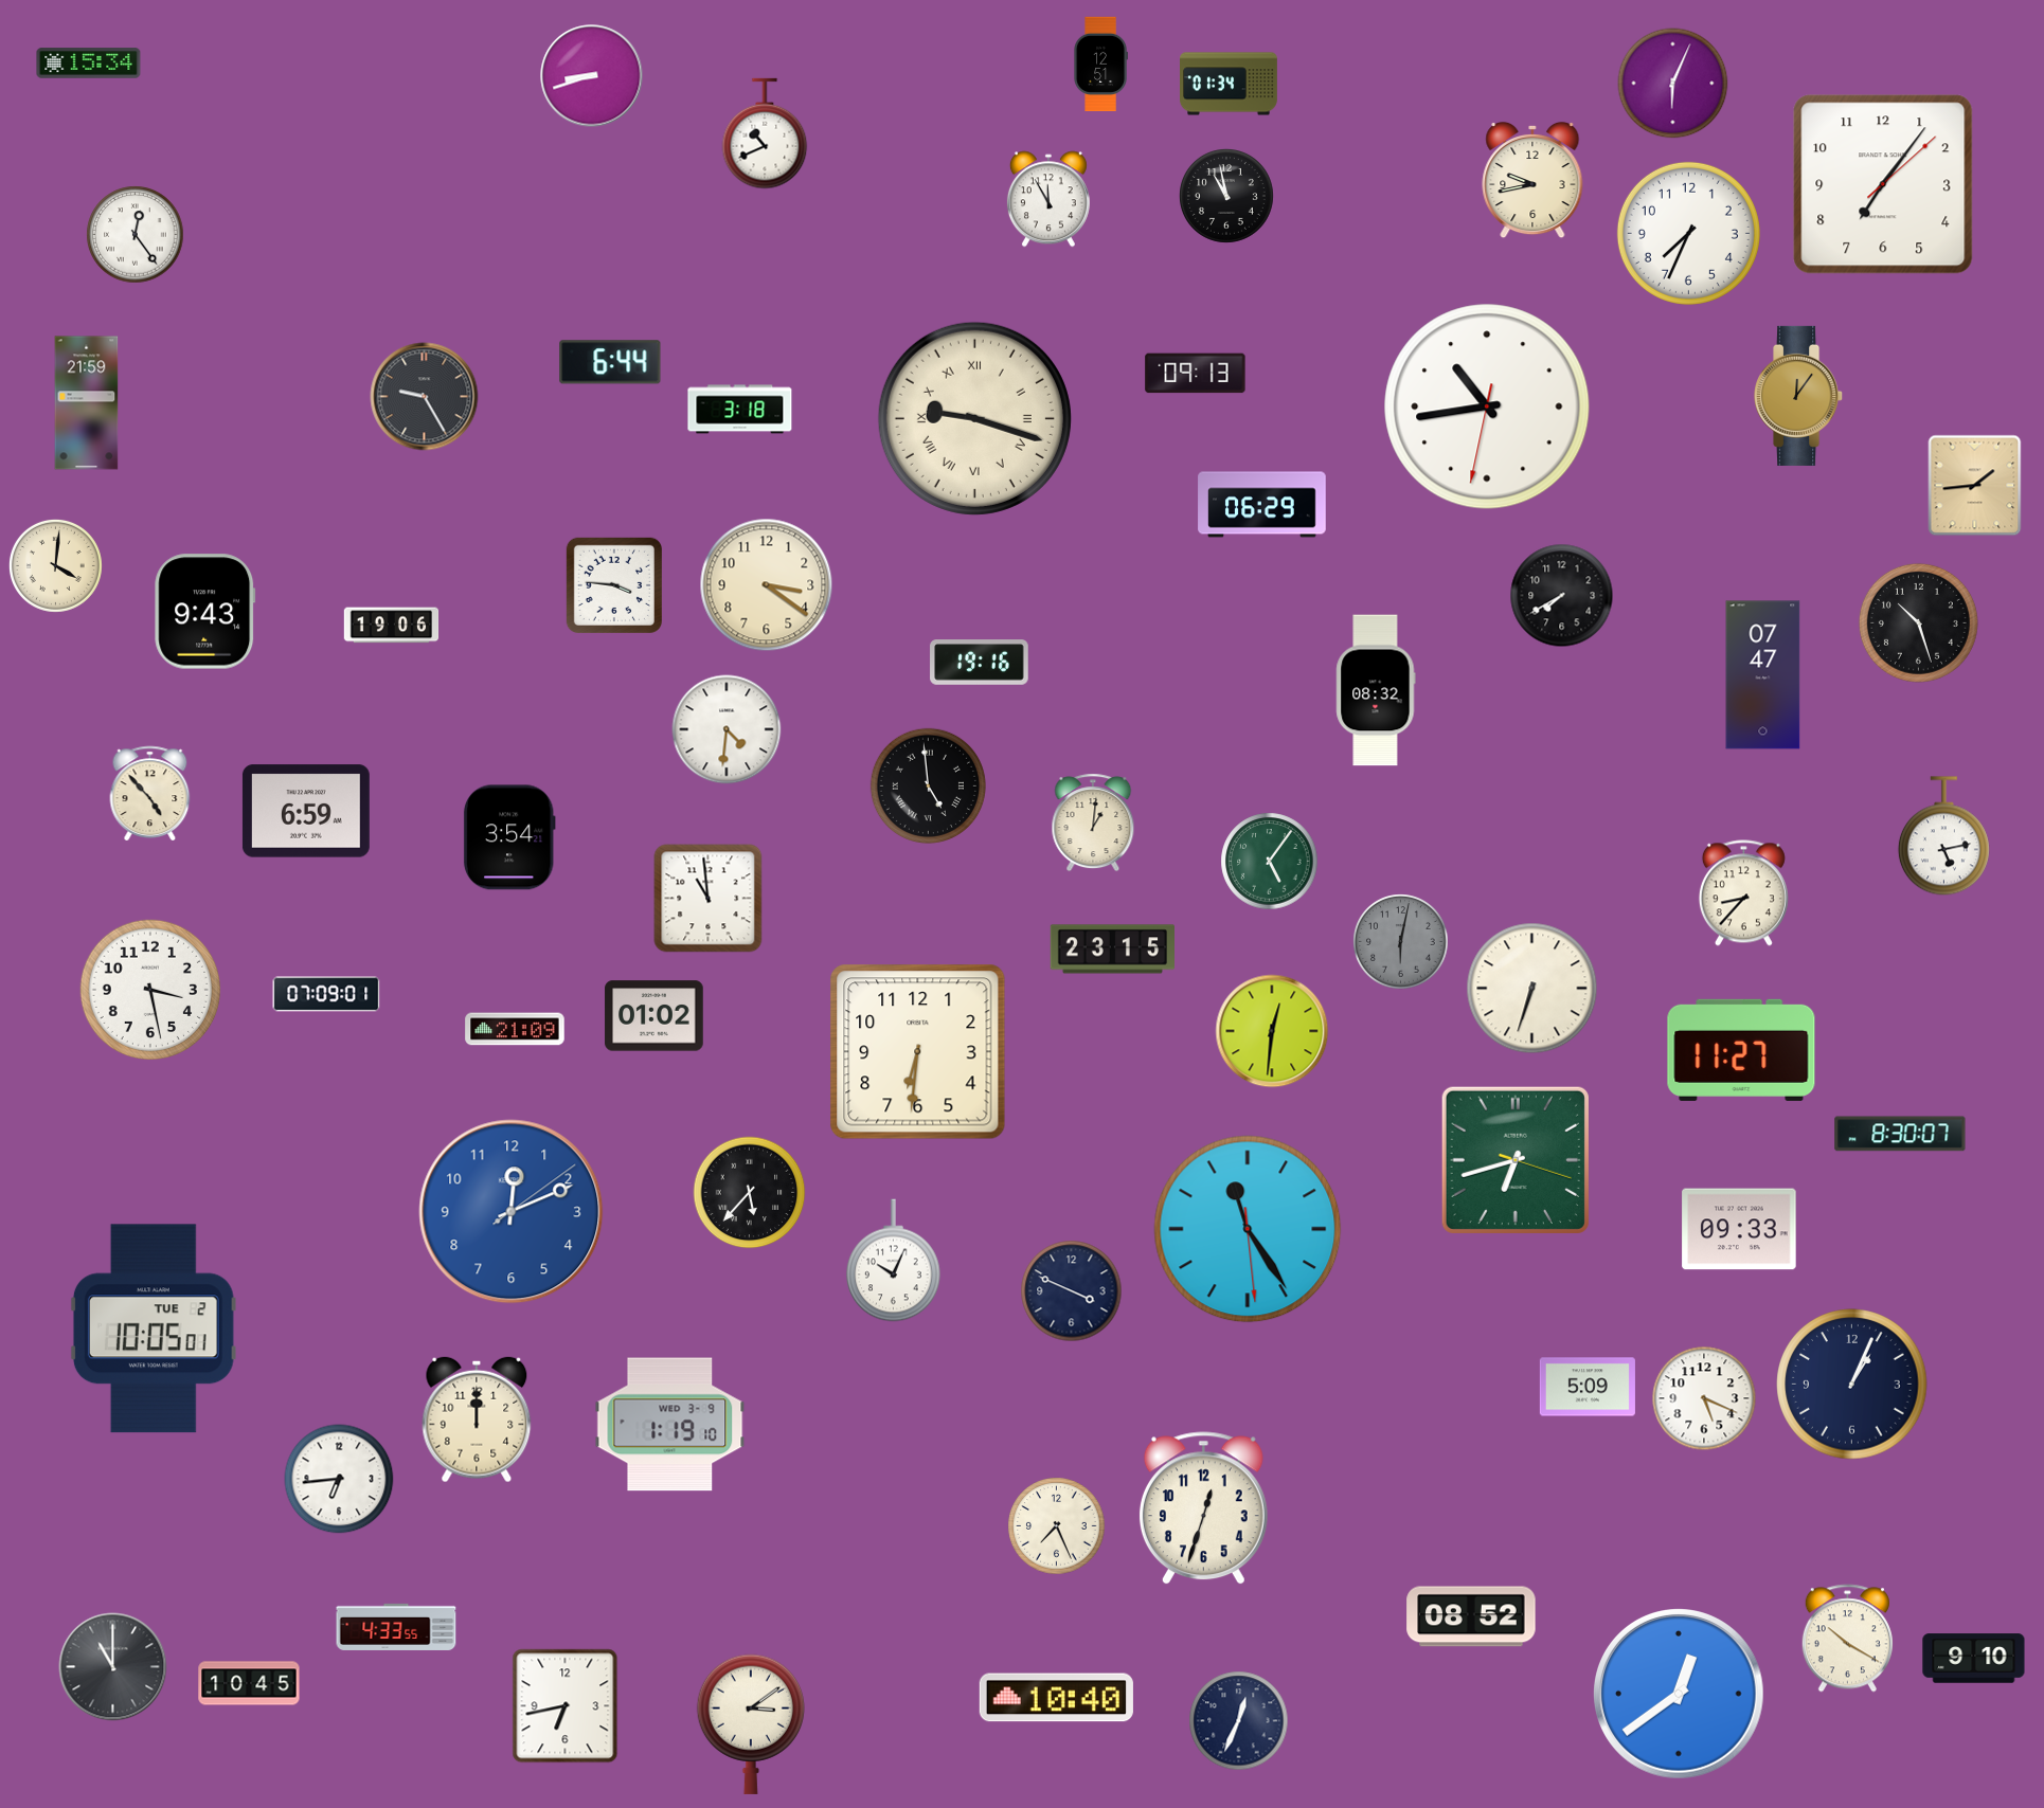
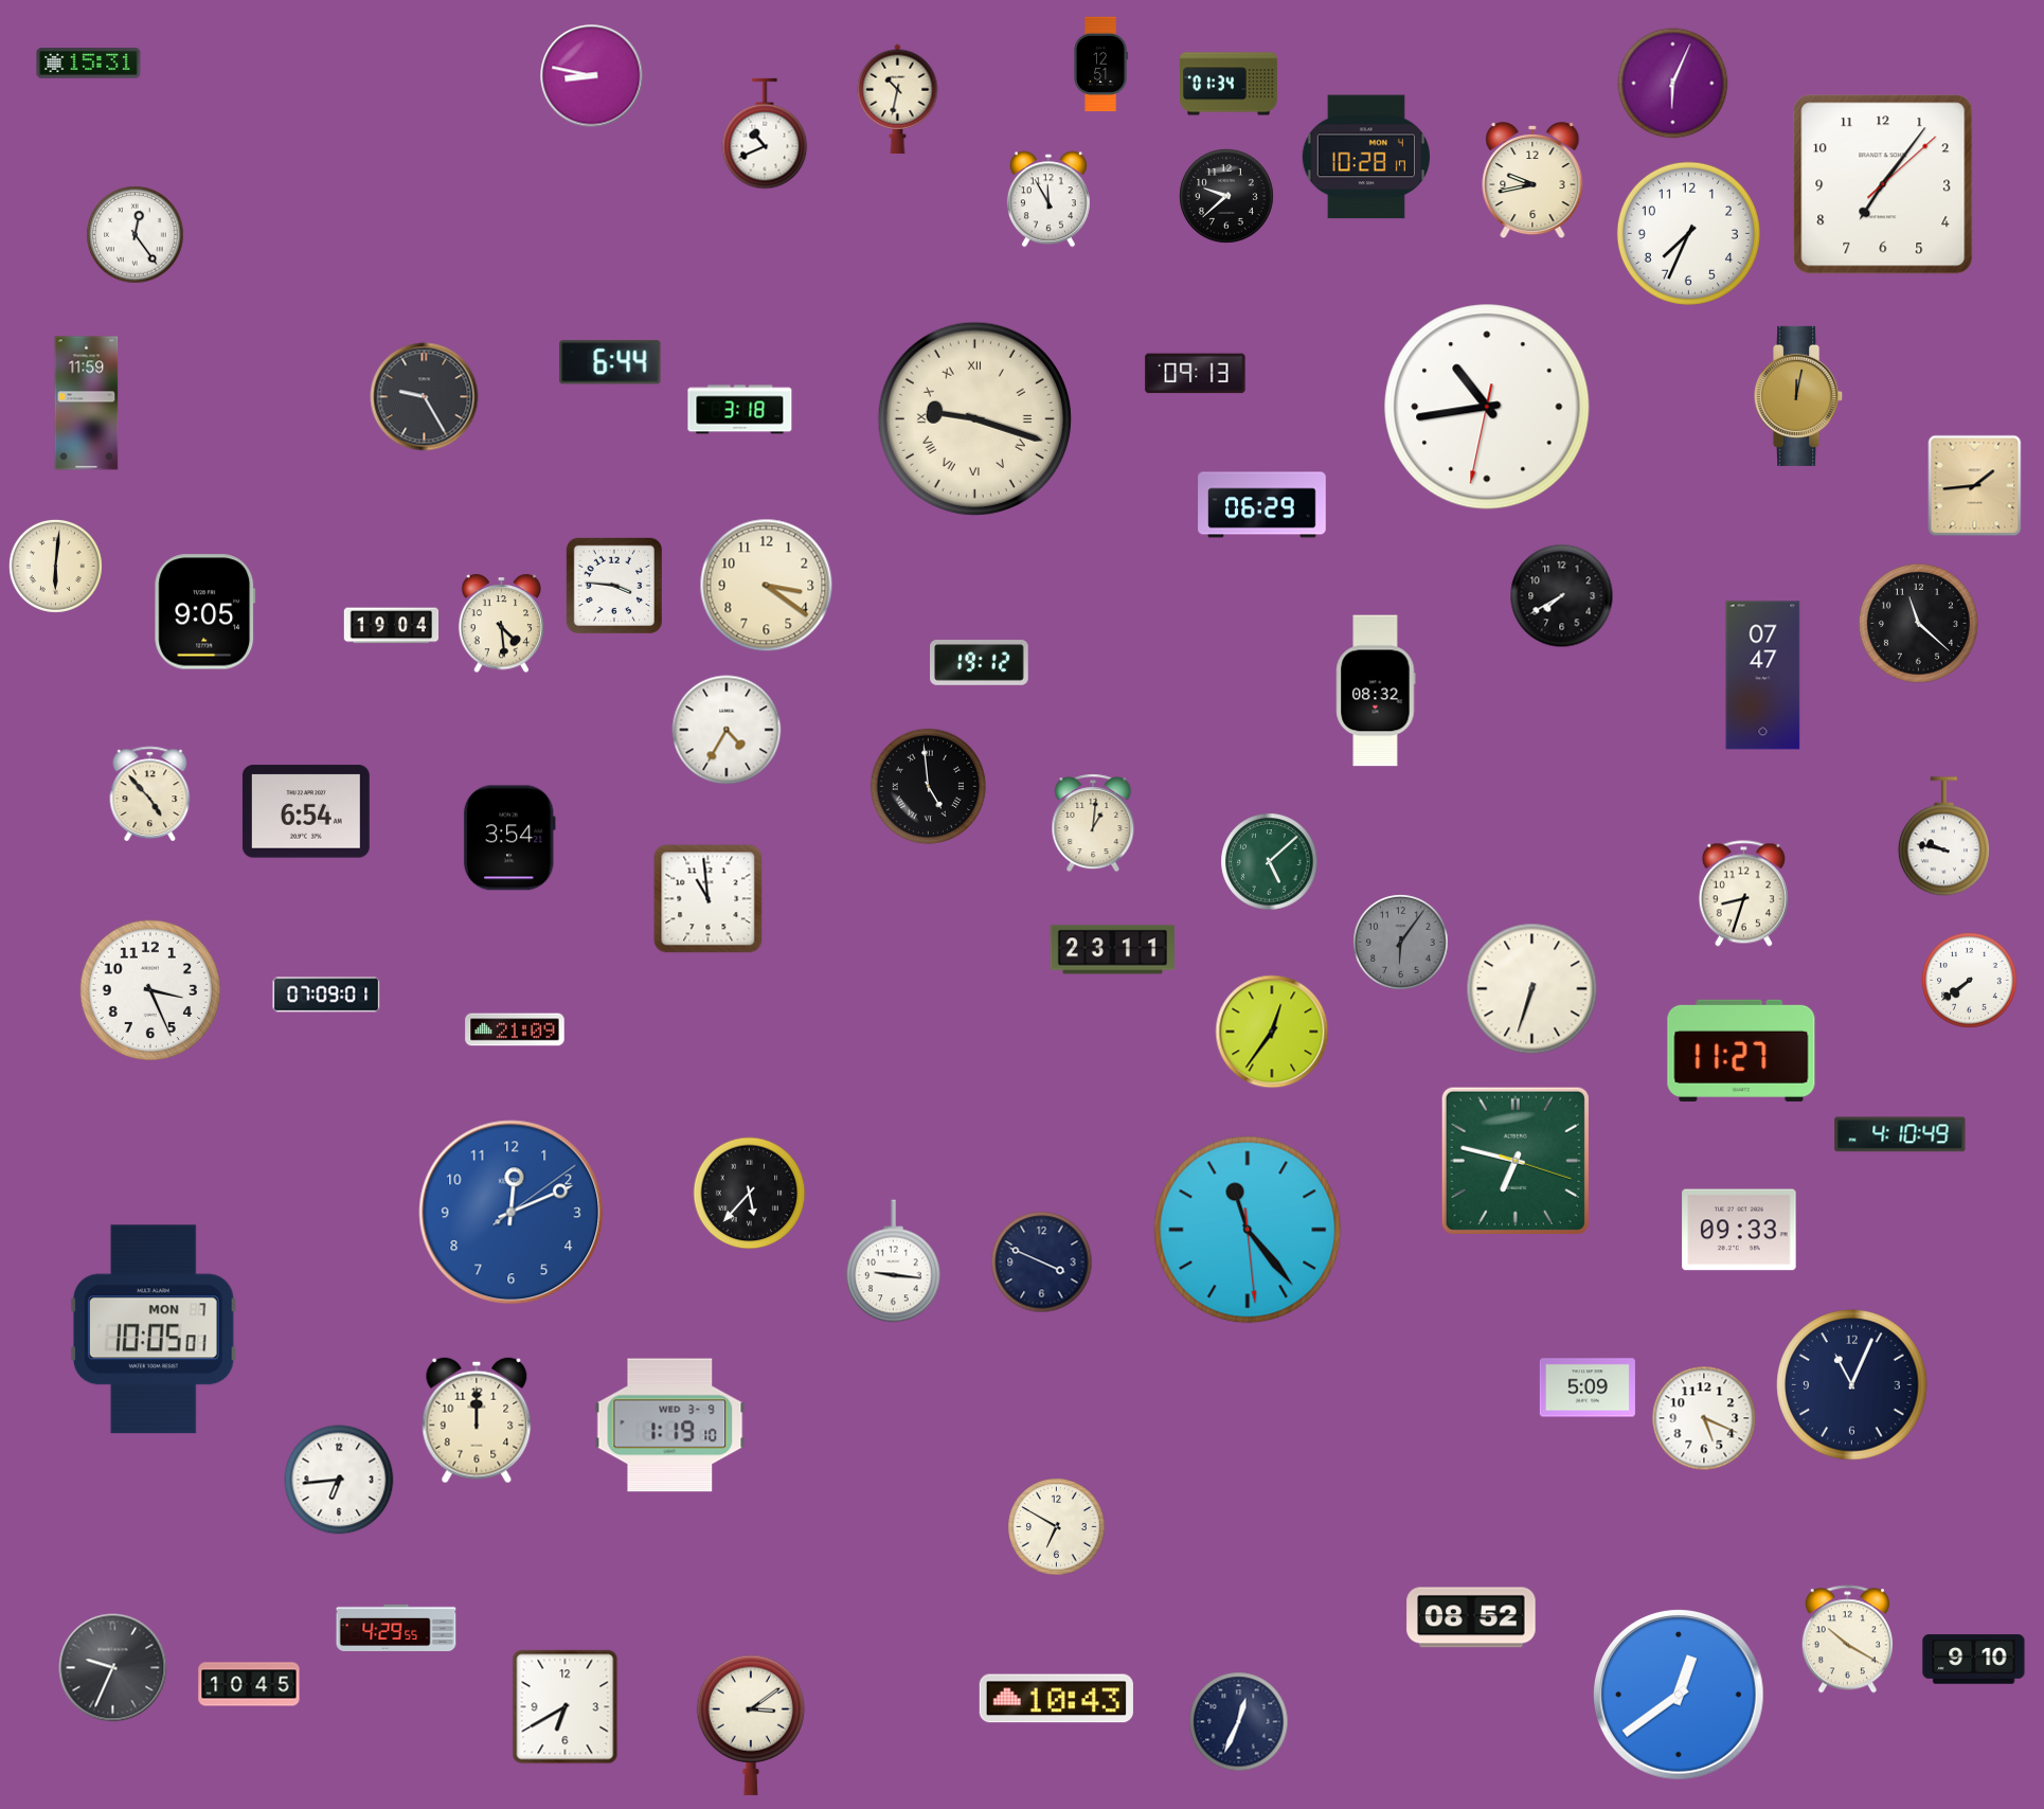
clock at (89, 64): 15:34 -> 15:31
clock at (592, 76): 8:42 -> 8:47
clock at (898, 98): none -> 10:32
clock at (1366, 157): none -> 10:28
clock at (1227, 197): 10:58 -> 9:38
clock at (1799, 396): 12:06 -> 12:02
clock at (87, 403): 21:59 -> 11:59
clock at (55, 565): 4:01 -> 6:01
clock at (205, 612): 9:43 -> 9:05
clock at (1918, 622): 10:27 -> 11:22
clock at (502, 624): none -> 4:29
clock at (392, 626): 19:06 -> 19:04
clock at (980, 663): 19:16 -> 19:12
clock at (727, 729): 4:31 -> 4:35
clock at (306, 811): 6:59 -> 6:54
clock at (1943, 836): 5:13 -> 9:47
clock at (1270, 862): 5:06 -> 5:08
clock at (1743, 893): 8:37 -> 8:33
clock at (1401, 942): 6:02 -> 6:06
clock at (1112, 950): 23:15 -> 23:11
clock at (1970, 981): none -> 7:39
clock at (149, 989): 3:28 -> 3:26
clock at (655, 1016): 01:02 -> none
clock at (1272, 1031): 12:31 -> 12:36
clock at (918, 1052): 6:31 -> none
clock at (1900, 1134): 8:30 -> 4:10
clock at (1516, 1160): 6:42 -> 6:47
clock at (1248, 1229): 11:24 -> 11:23
clock at (894, 1261): 10:04 -> 9:16
clock at (1072, 1291) position: (1072, 1291) -> (1042, 1262)
clock at (154, 1328) date: TUE 2 -> MON 7
clock at (1852, 1385): 1:04 -> 11:04
clock at (1704, 1398) position: (1704, 1398) -> (1704, 1418)
clock at (1203, 1508): 12:33 -> none
clock at (1057, 1526): 7:26 -> 6:50
clock at (396, 1627): 4:33 -> 4:29
clock at (113, 1667): 11:00 -> 9:34
clock at (1056, 1698): 10:40 -> 10:43
clock at (566, 1706): 6:43 -> 6:40
